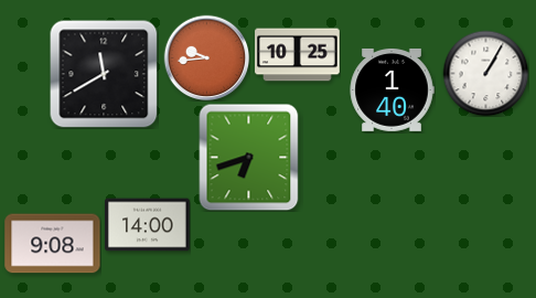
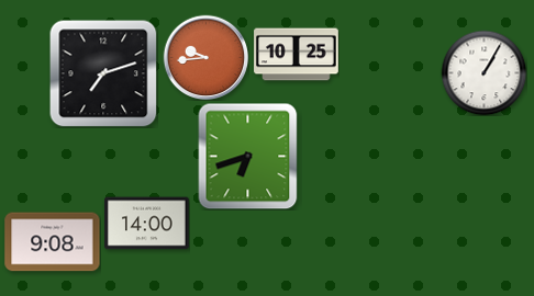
clock at (104, 74): 11:40 -> 7:12
clock at (392, 89): 1:40 -> none
